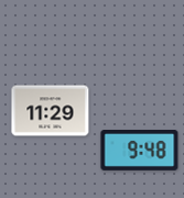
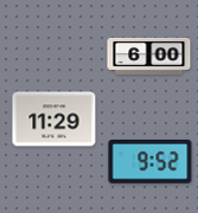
clock at (149, 56): none -> 6:00
clock at (140, 151): 9:48 -> 9:52
